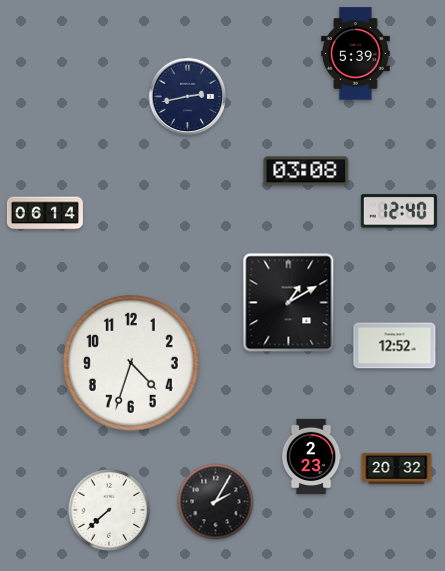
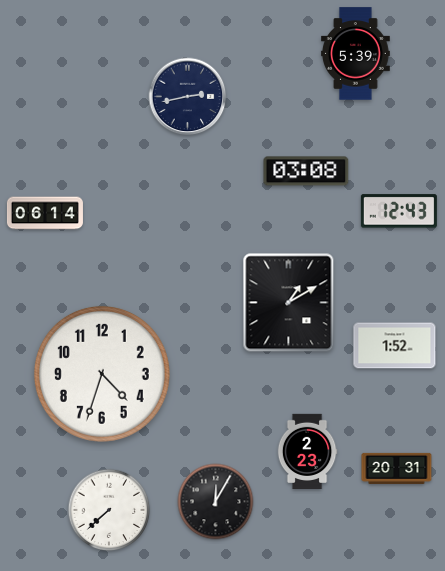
clock at (399, 211): 12:40 -> 12:43
clock at (395, 346): 12:52 -> 1:52
clock at (131, 363) position: (131, 363) -> (102, 374)
clock at (311, 456) position: (311, 456) -> (307, 451)
clock at (397, 468): 20:32 -> 20:31
clock at (216, 502): 2:05 -> 12:05
